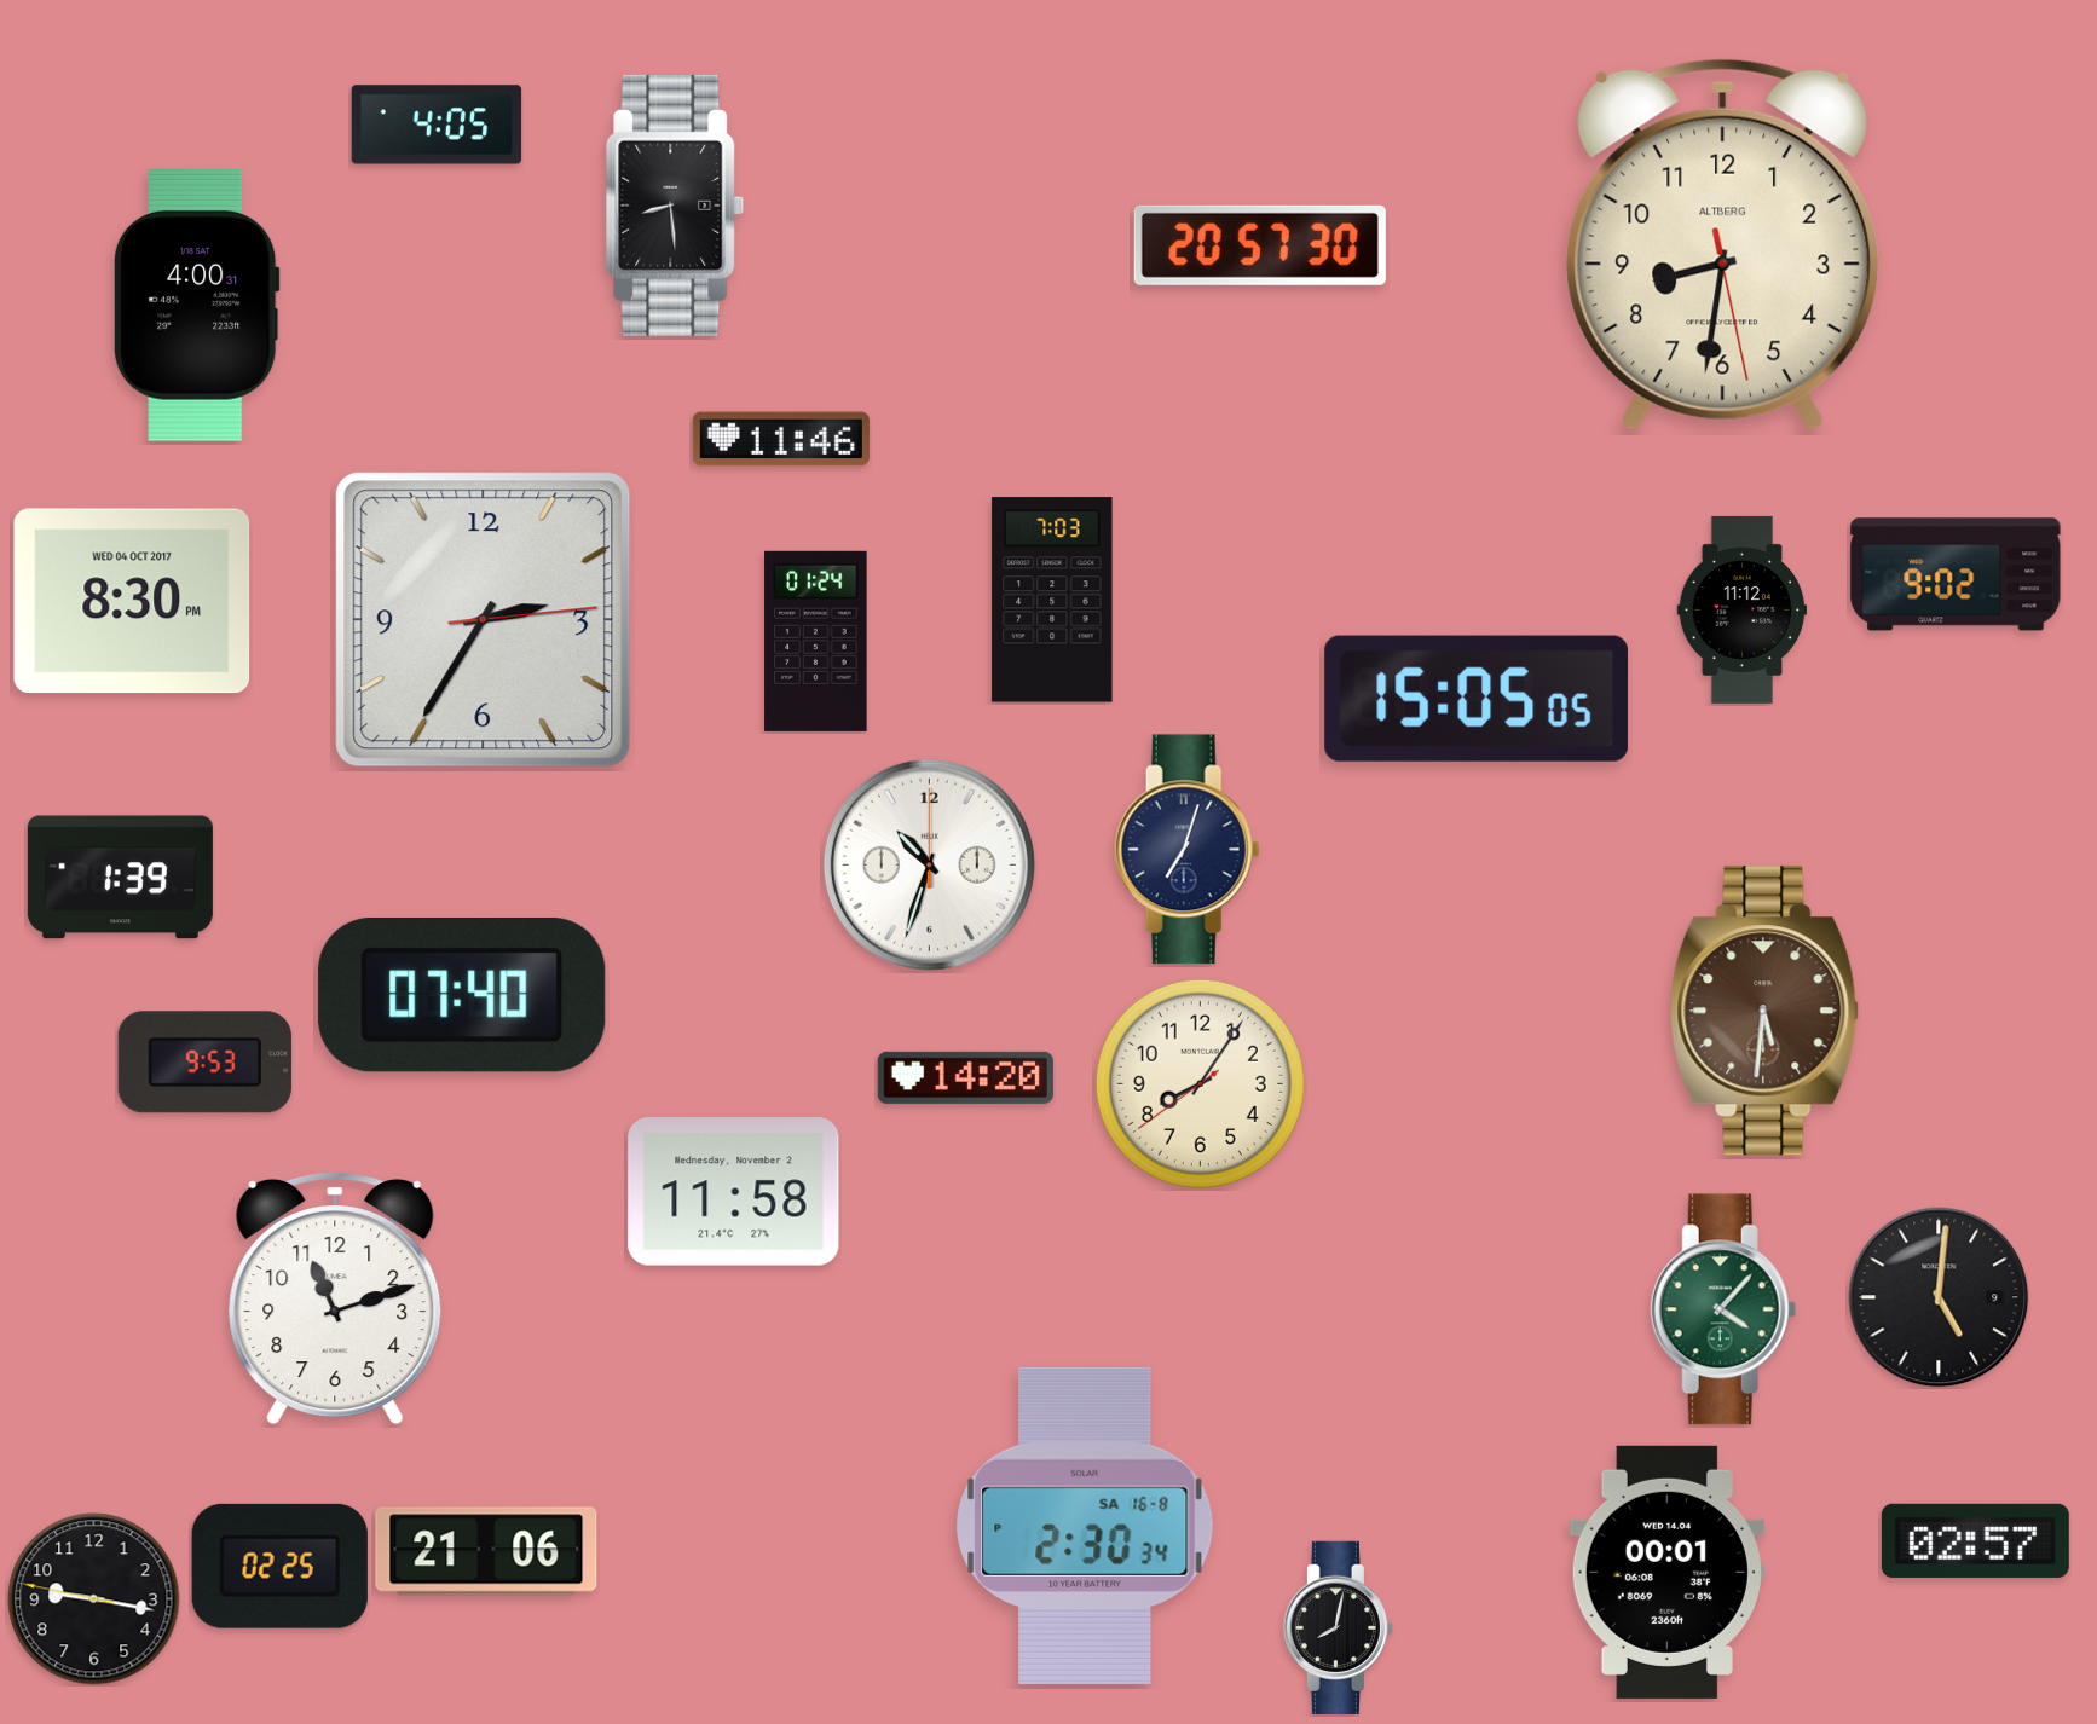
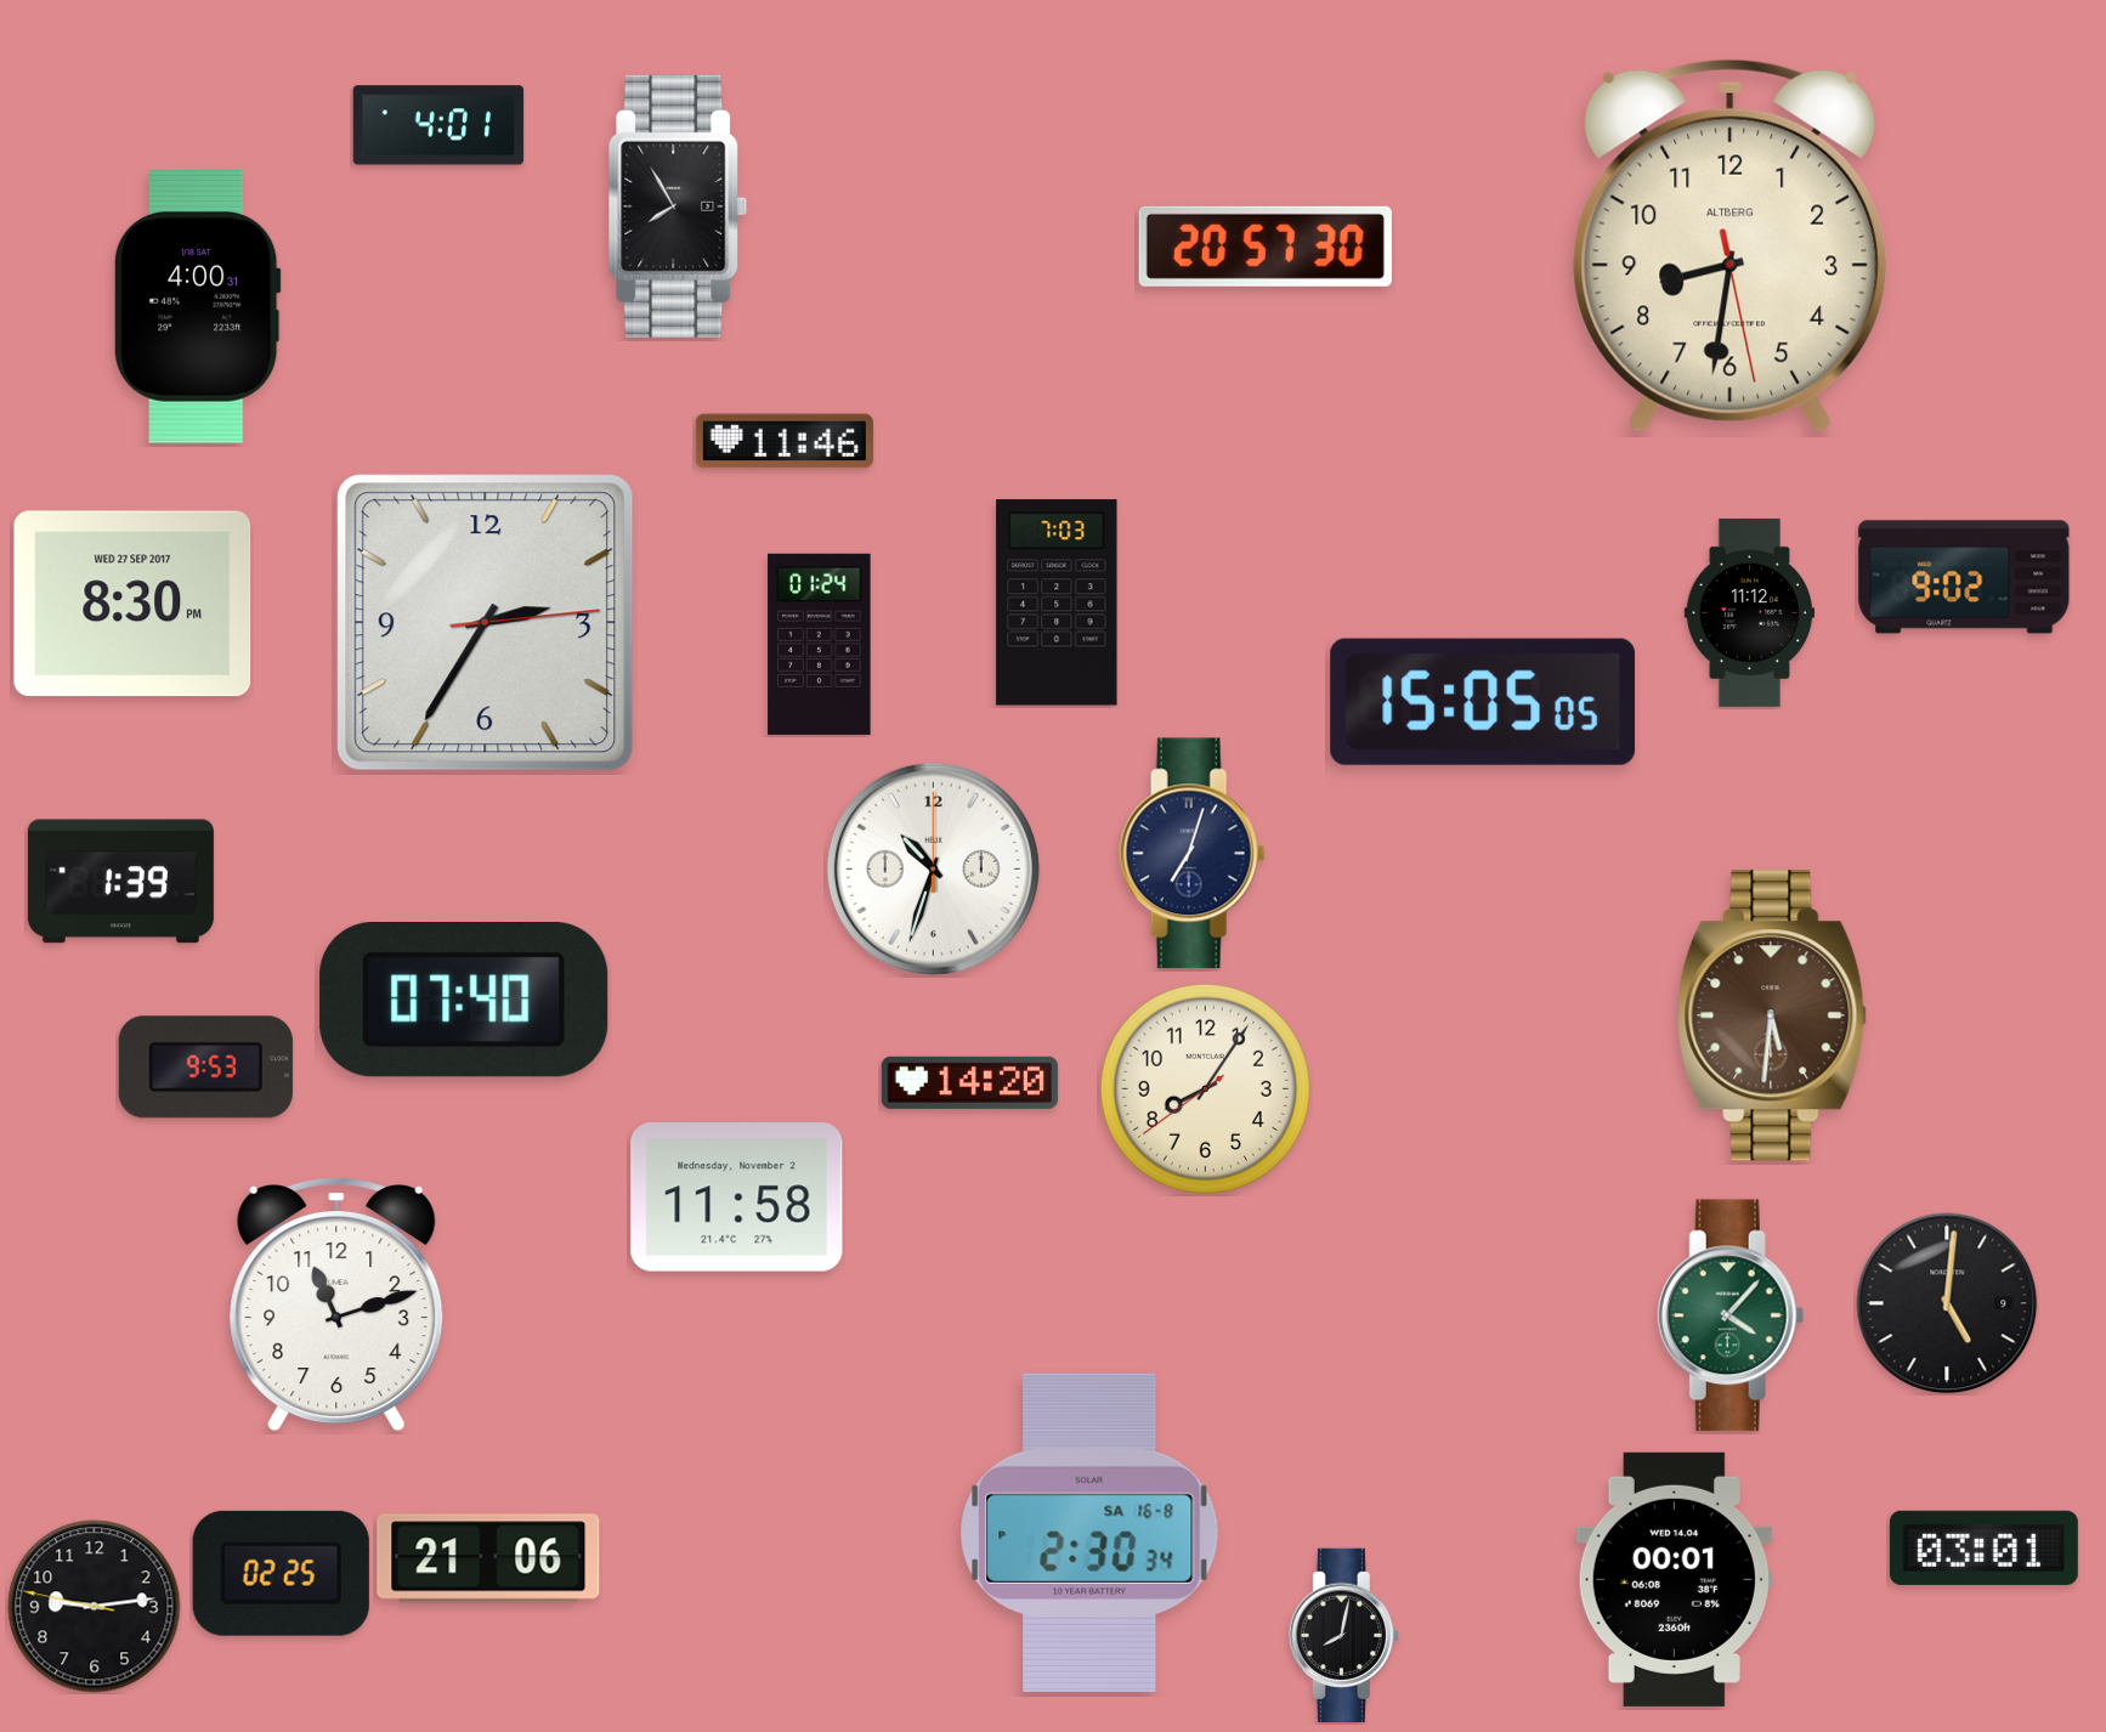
clock at (437, 125): 4:05 -> 4:01
clock at (675, 206): 8:29 -> 7:55
clock at (132, 601) date: WED 04 OCT 2017 -> WED 27 SEP 2017
clock at (1975, 1540): 02:57 -> 03:01
clock at (94, 1599): 9:16 -> 9:13
